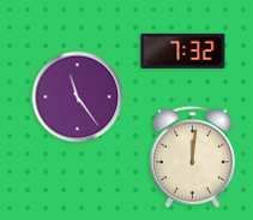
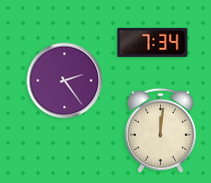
clock at (183, 50): 7:32 -> 7:34
clock at (78, 97): 11:24 -> 2:24
